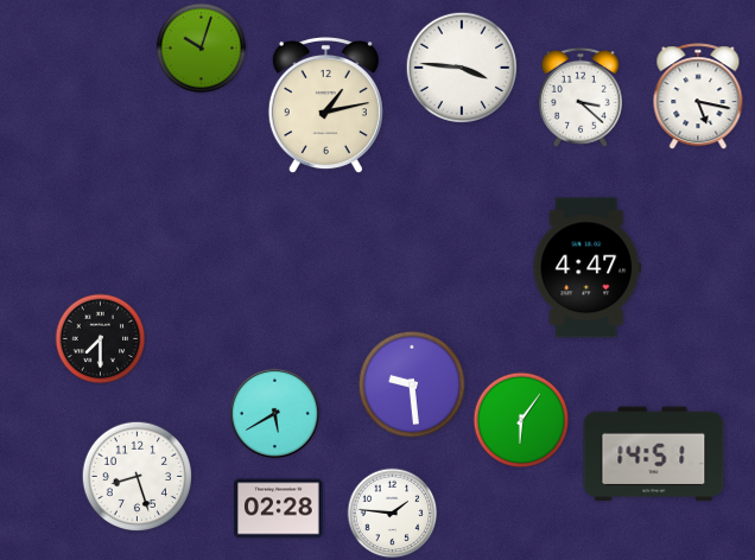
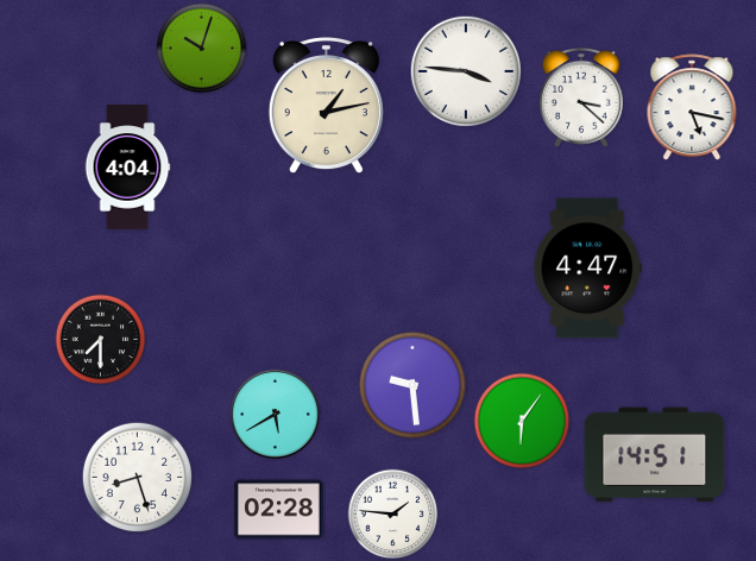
clock at (462, 68) position: (462, 68) -> (466, 71)
clock at (698, 97) position: (698, 97) -> (692, 108)
clock at (127, 168): none -> 4:04
